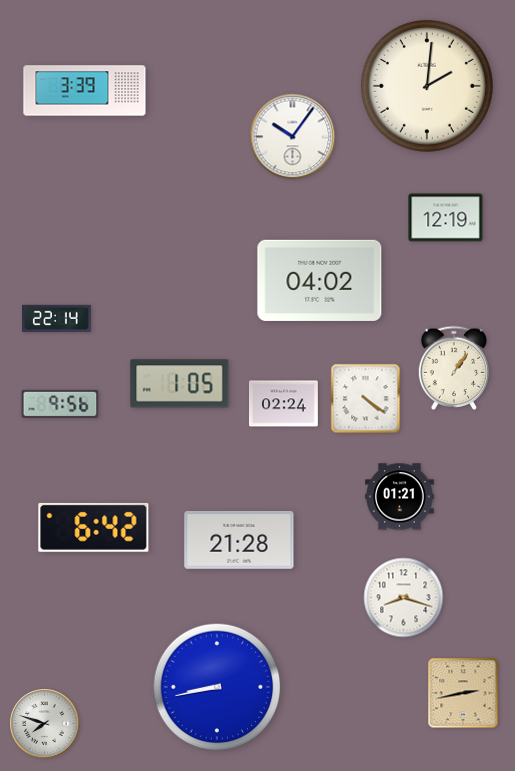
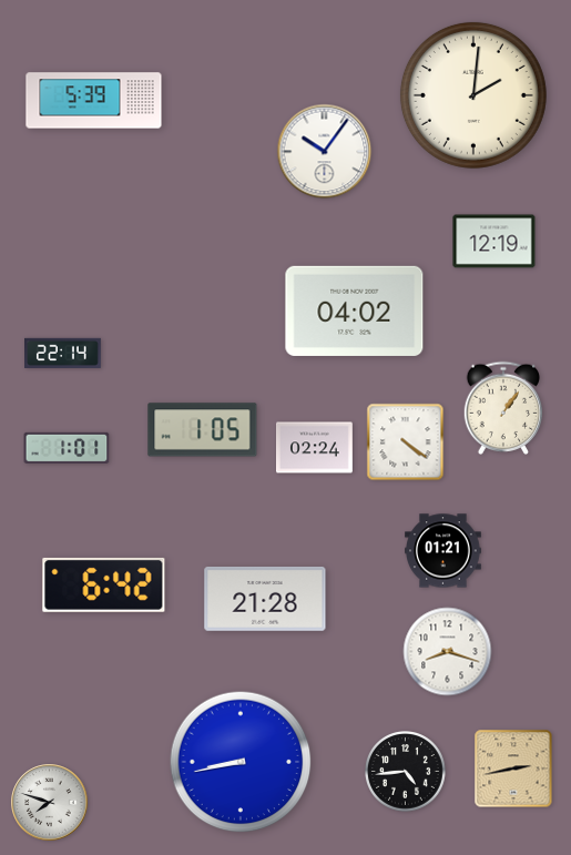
clock at (85, 91): 3:39 -> 5:39
clock at (180, 384) position: (180, 384) -> (203, 430)
clock at (60, 404): 9:56 -> 1:01
clock at (404, 598) position: (404, 598) -> (448, 652)
clock at (406, 772): none -> 4:44
